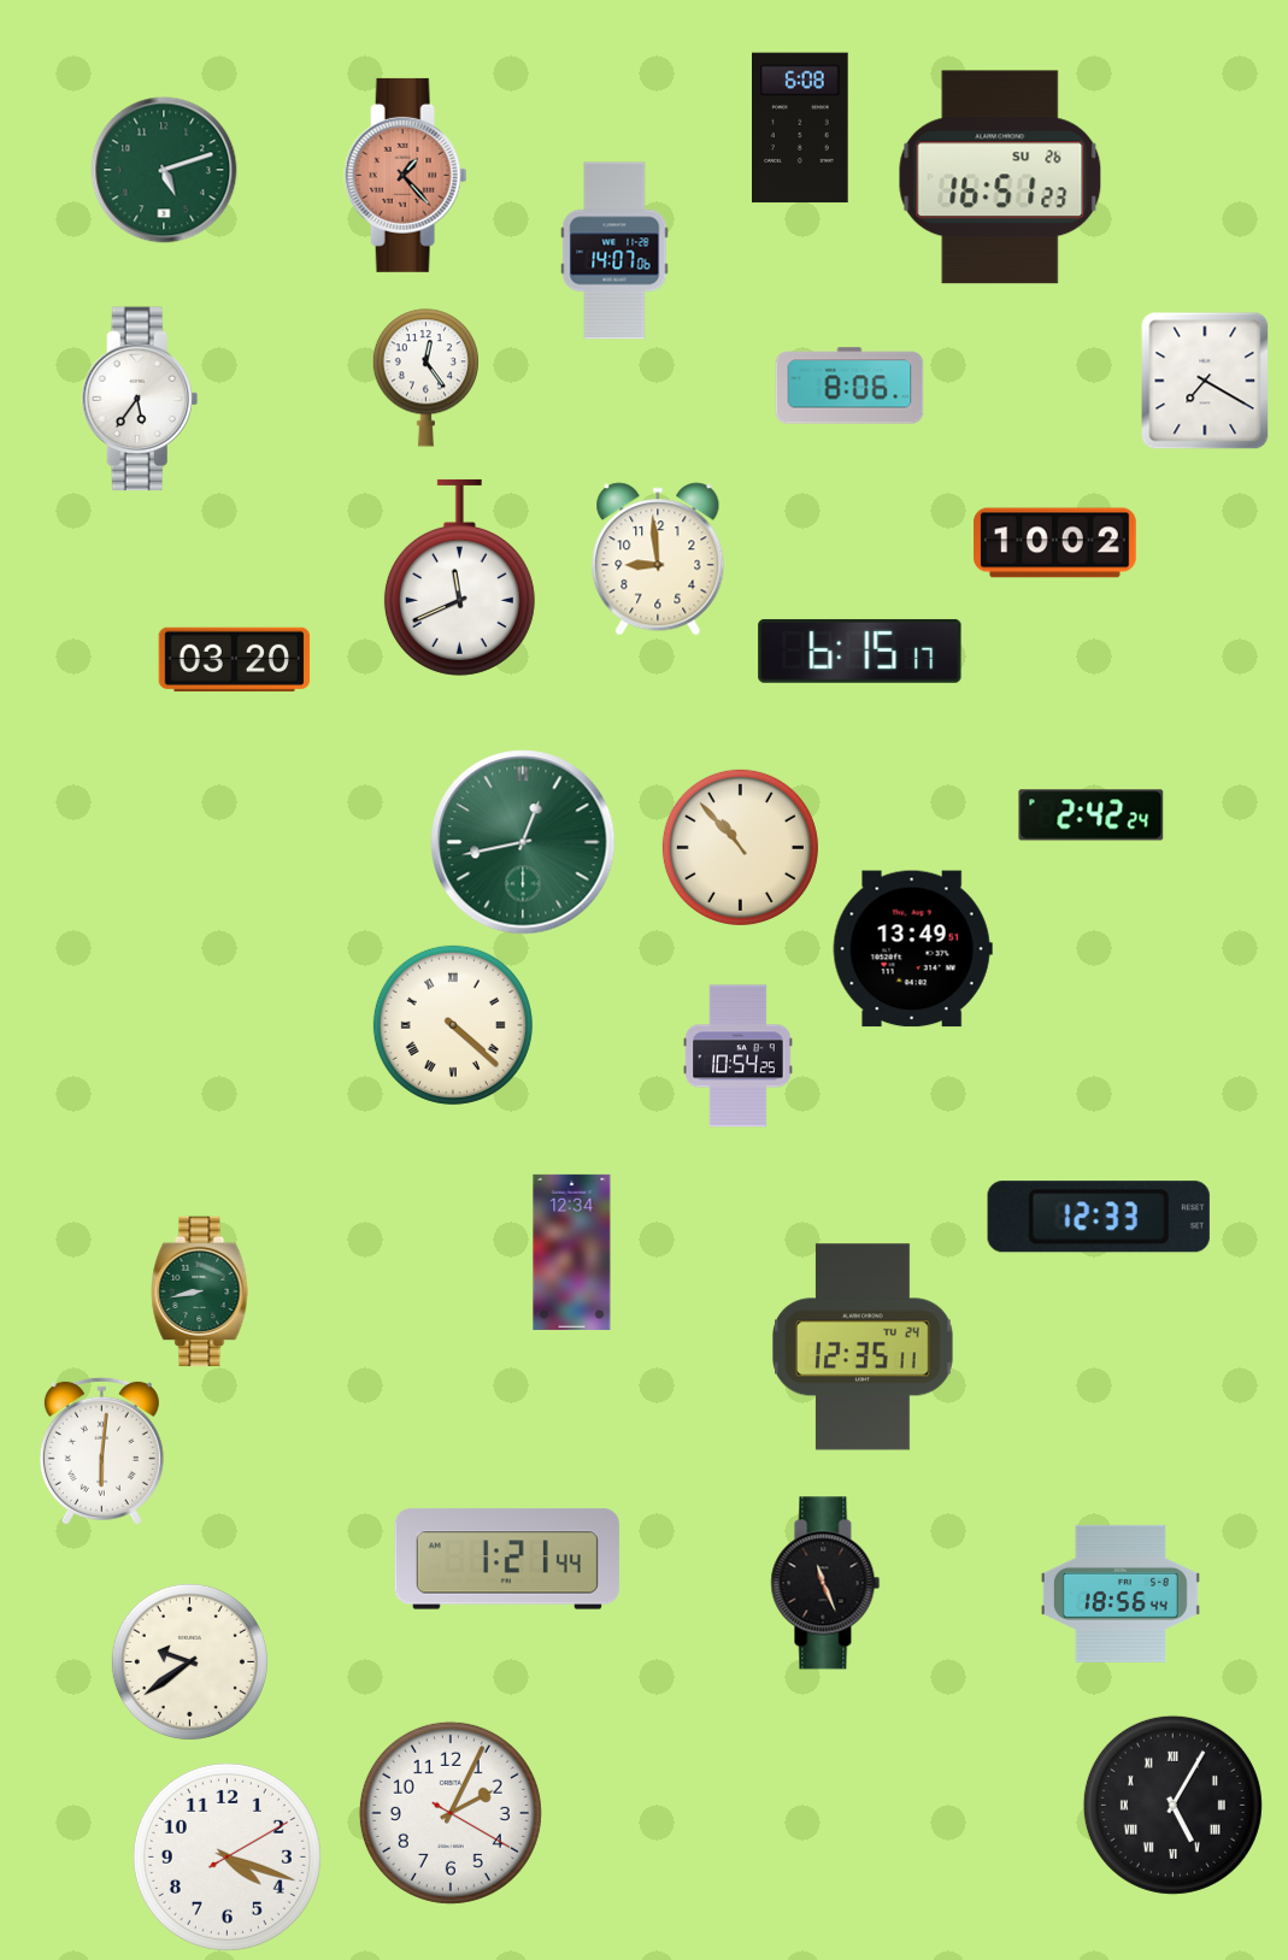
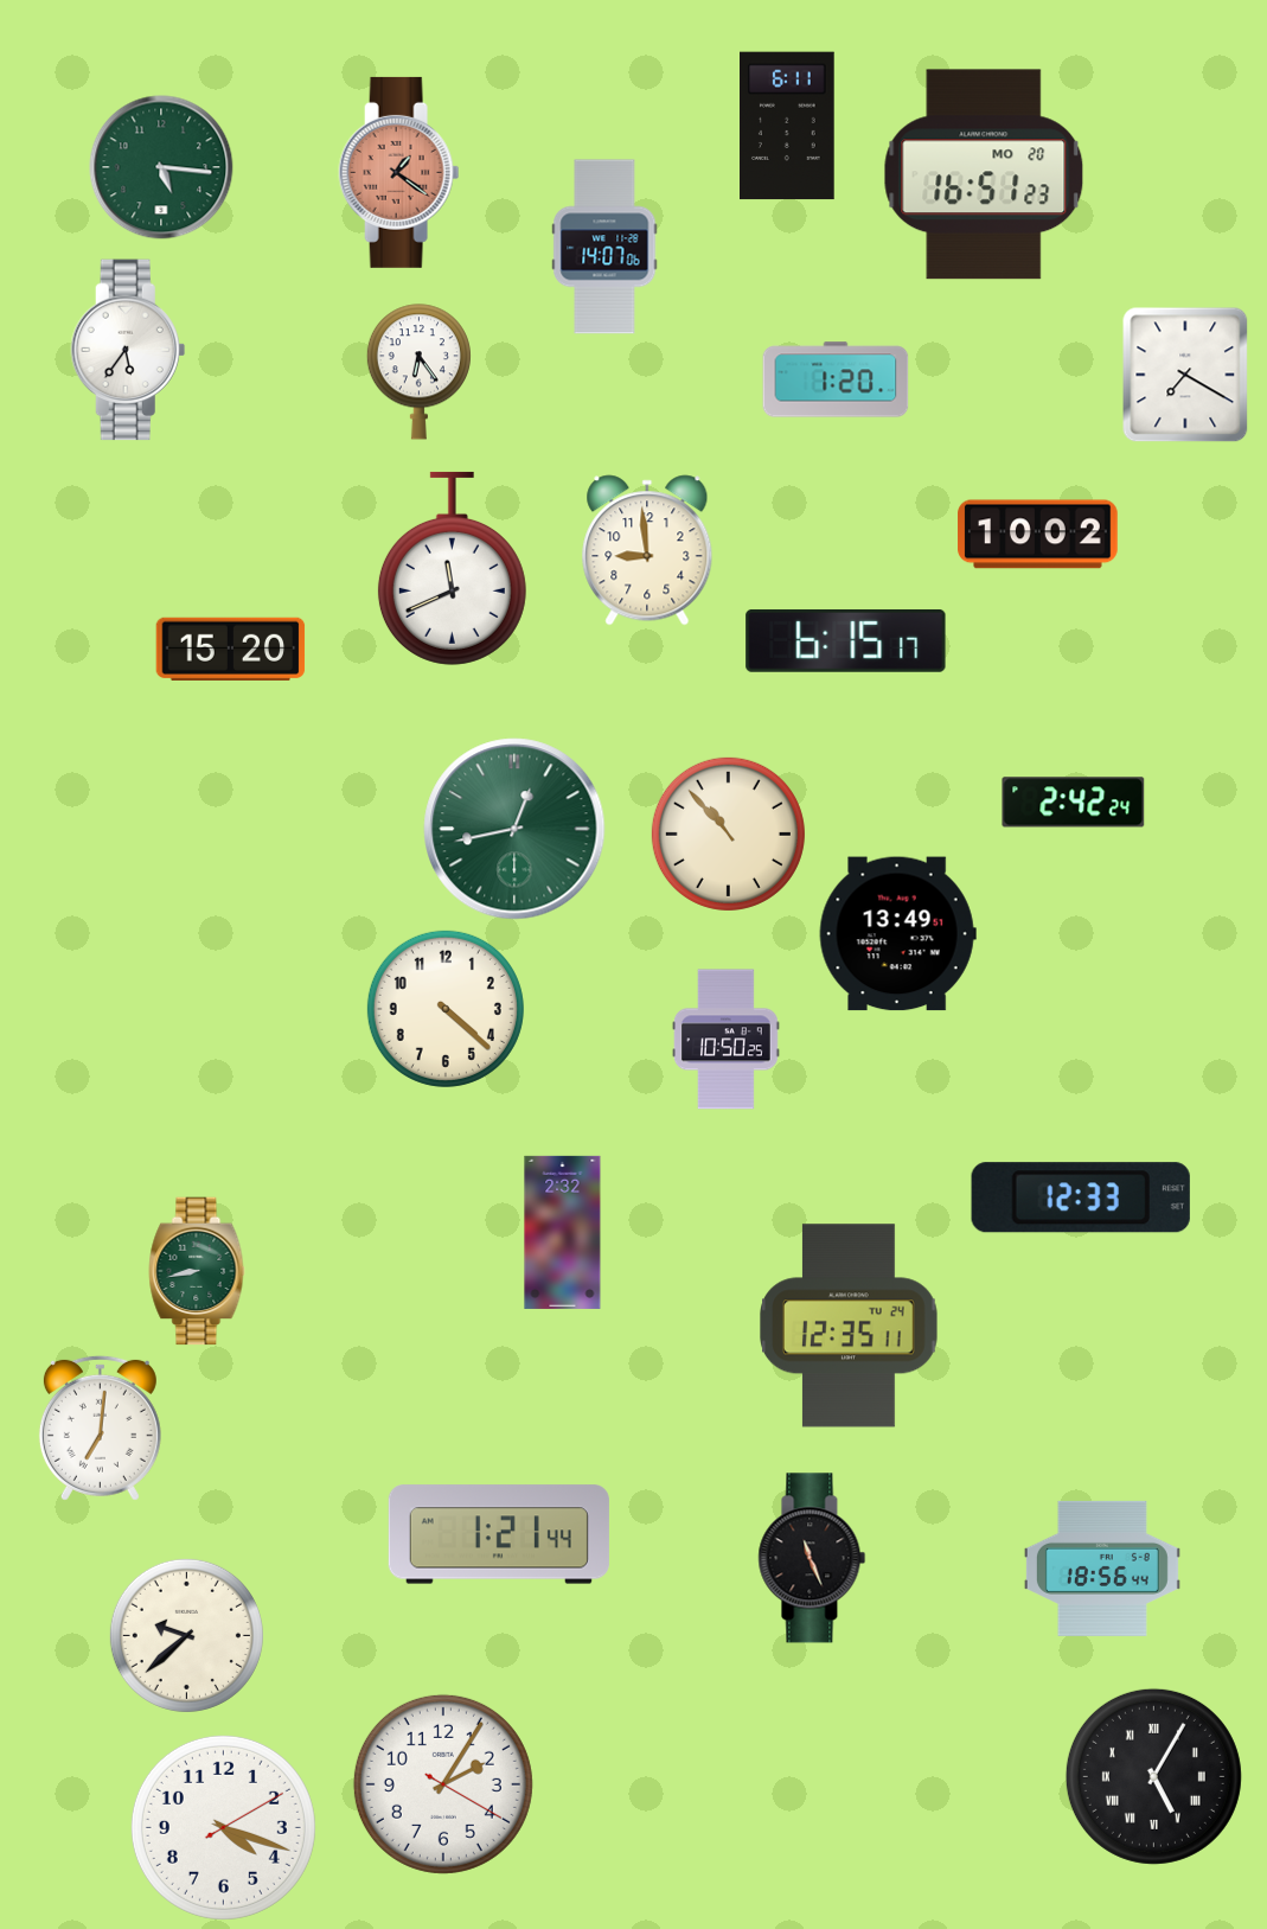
clock at (801, 128): 6:08 -> 6:11
clock at (164, 170): 5:12 -> 5:16
clock at (406, 175): 1:23 -> 1:21
clock at (1000, 177) date: SU 26 -> MO 20
clock at (425, 378): 12:24 -> 6:24
clock at (849, 385): 8:06 -> 1:20
clock at (140, 399) position: (140, 399) -> (128, 350)
clock at (235, 659): 03:20 -> 15:20
clock at (453, 1025) numerals: Roman -> Arabic
clock at (737, 1056): 10:54 -> 10:50
clock at (572, 1252): 12:34 -> 2:32
clock at (101, 1450): 6:01 -> 7:01
clock at (189, 1661): 9:39 -> 9:38
clock at (451, 1813): 2:04 -> 2:05
